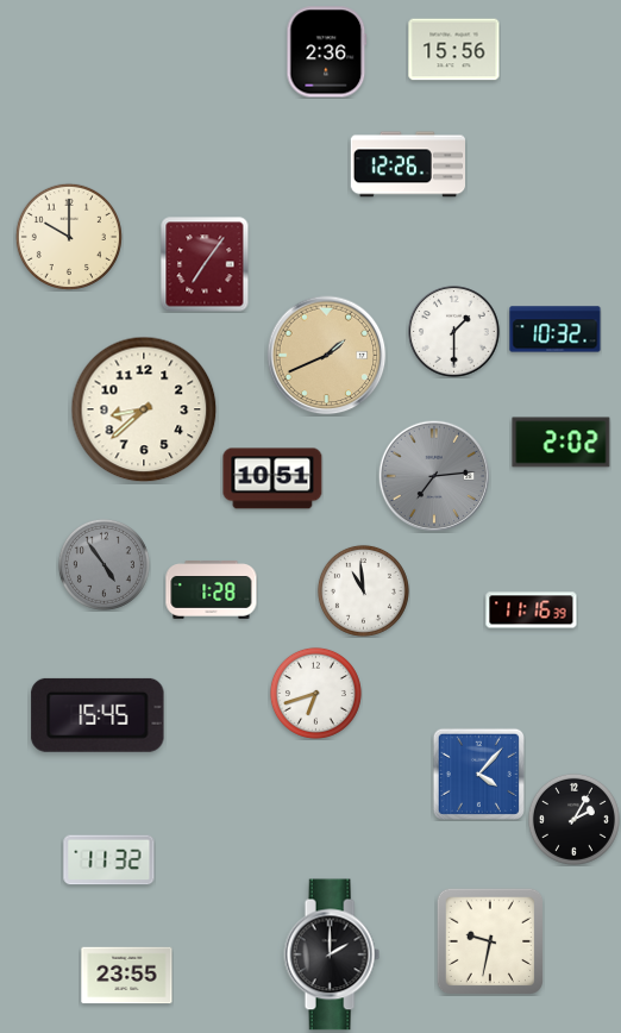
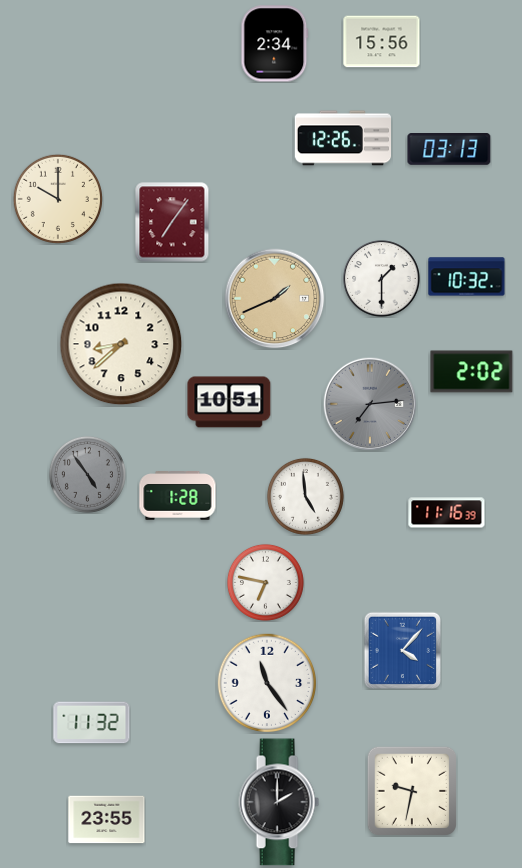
clock at (327, 52): 2:36 -> 2:34
clock at (449, 149): none -> 03:13
clock at (433, 475) position: (433, 475) -> (369, 403)
clock at (363, 590): 10:59 -> 4:59
clock at (315, 693): 6:42 -> 6:47
clock at (98, 715): 15:45 -> none
clock at (266, 682): none -> 11:24
clock at (573, 819): 2:05 -> none
